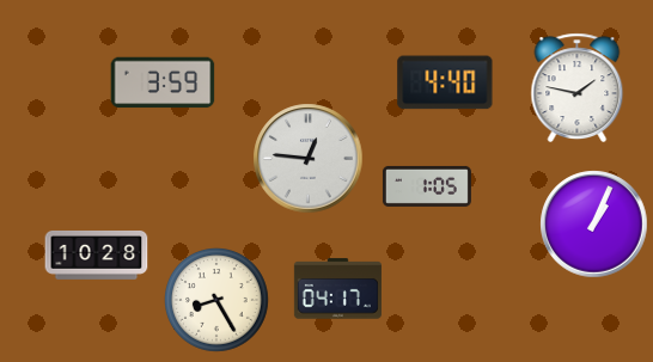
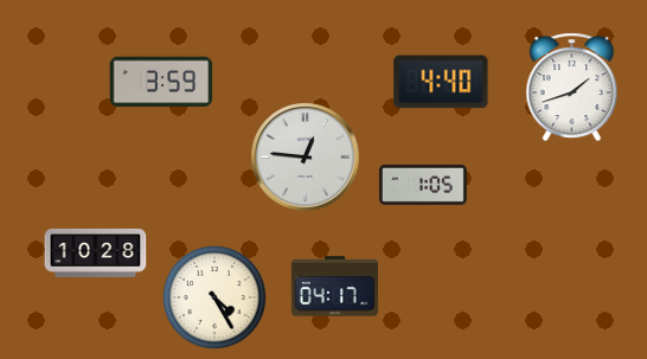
clock at (578, 88): 1:47 -> 1:42
clock at (594, 225): 1:04 -> none
clock at (218, 301): 8:25 -> 4:25
